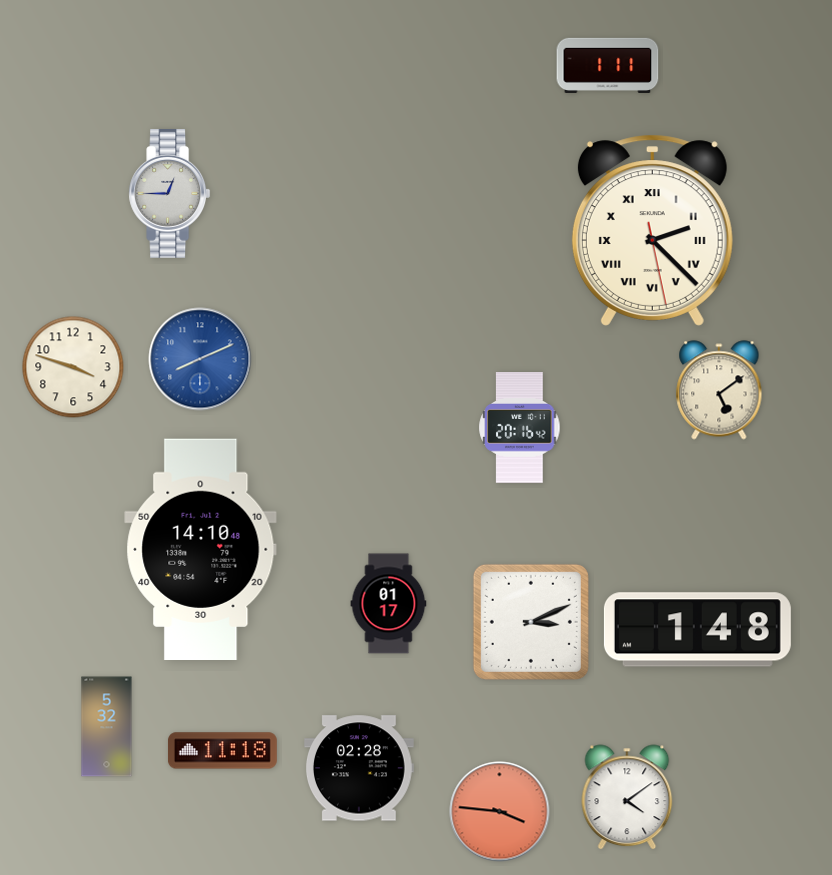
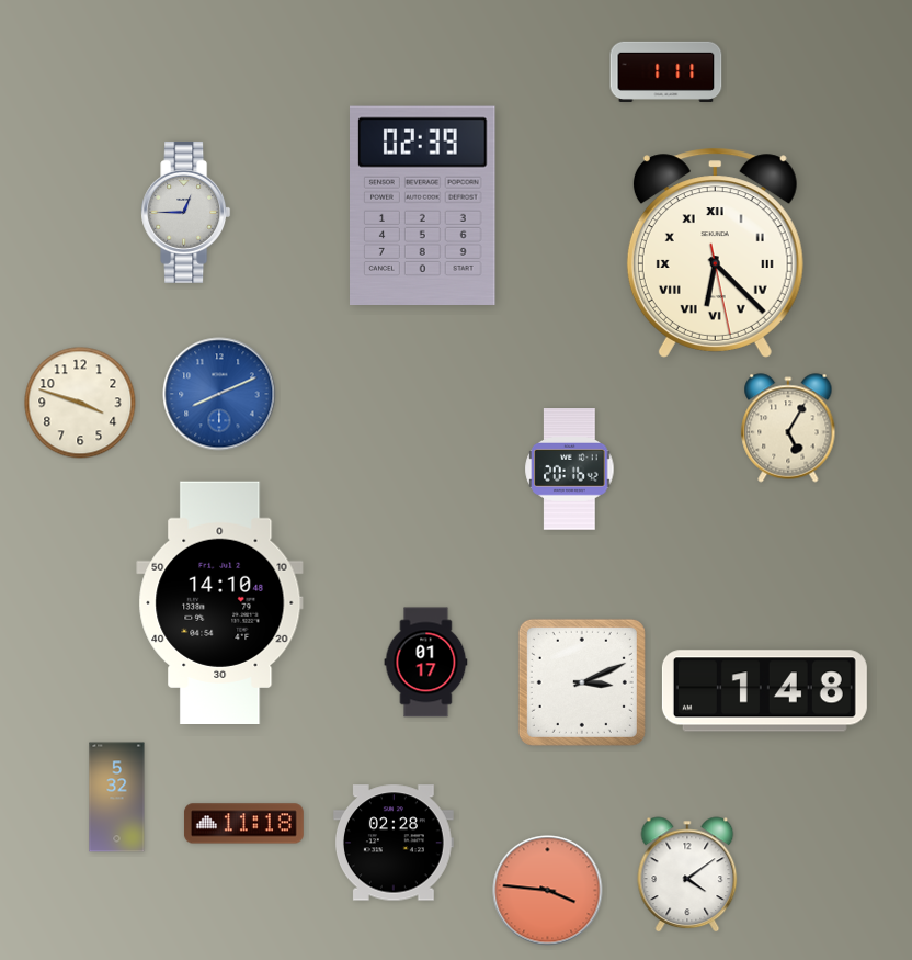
clock at (423, 205): none -> 02:39
clock at (652, 230): 2:22 -> 6:22
clock at (719, 390): 5:09 -> 5:05
